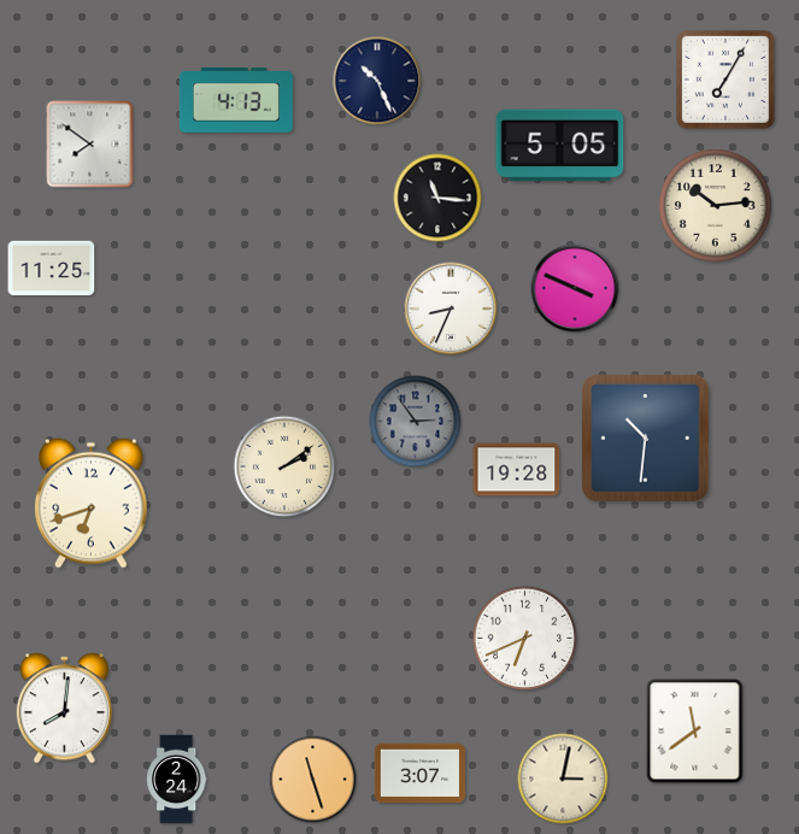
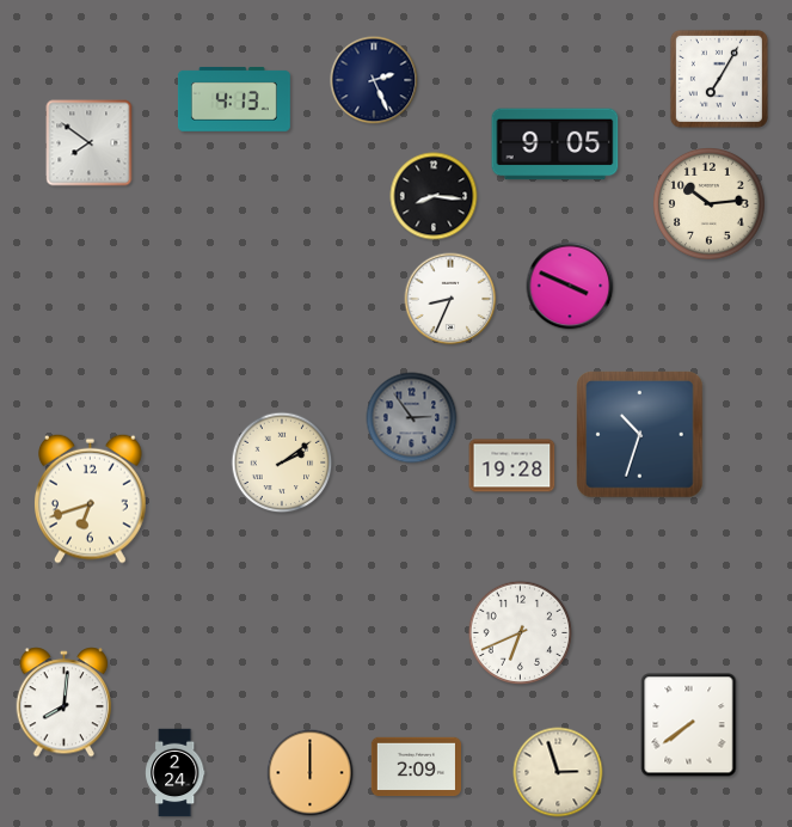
clock at (377, 81): 10:26 -> 2:26
clock at (560, 146): 5:05 -> 9:05
clock at (437, 198): 11:16 -> 8:16
clock at (52, 269): 11:25 -> none
clock at (451, 309) position: (451, 309) -> (450, 299)
clock at (646, 439): 10:31 -> 10:33
clock at (695, 732): 11:39 -> 7:39
clock at (419, 774): 3:07 -> 2:09
clock at (563, 779): 3:02 -> 2:57
clock at (313, 780): 11:27 -> 12:00
